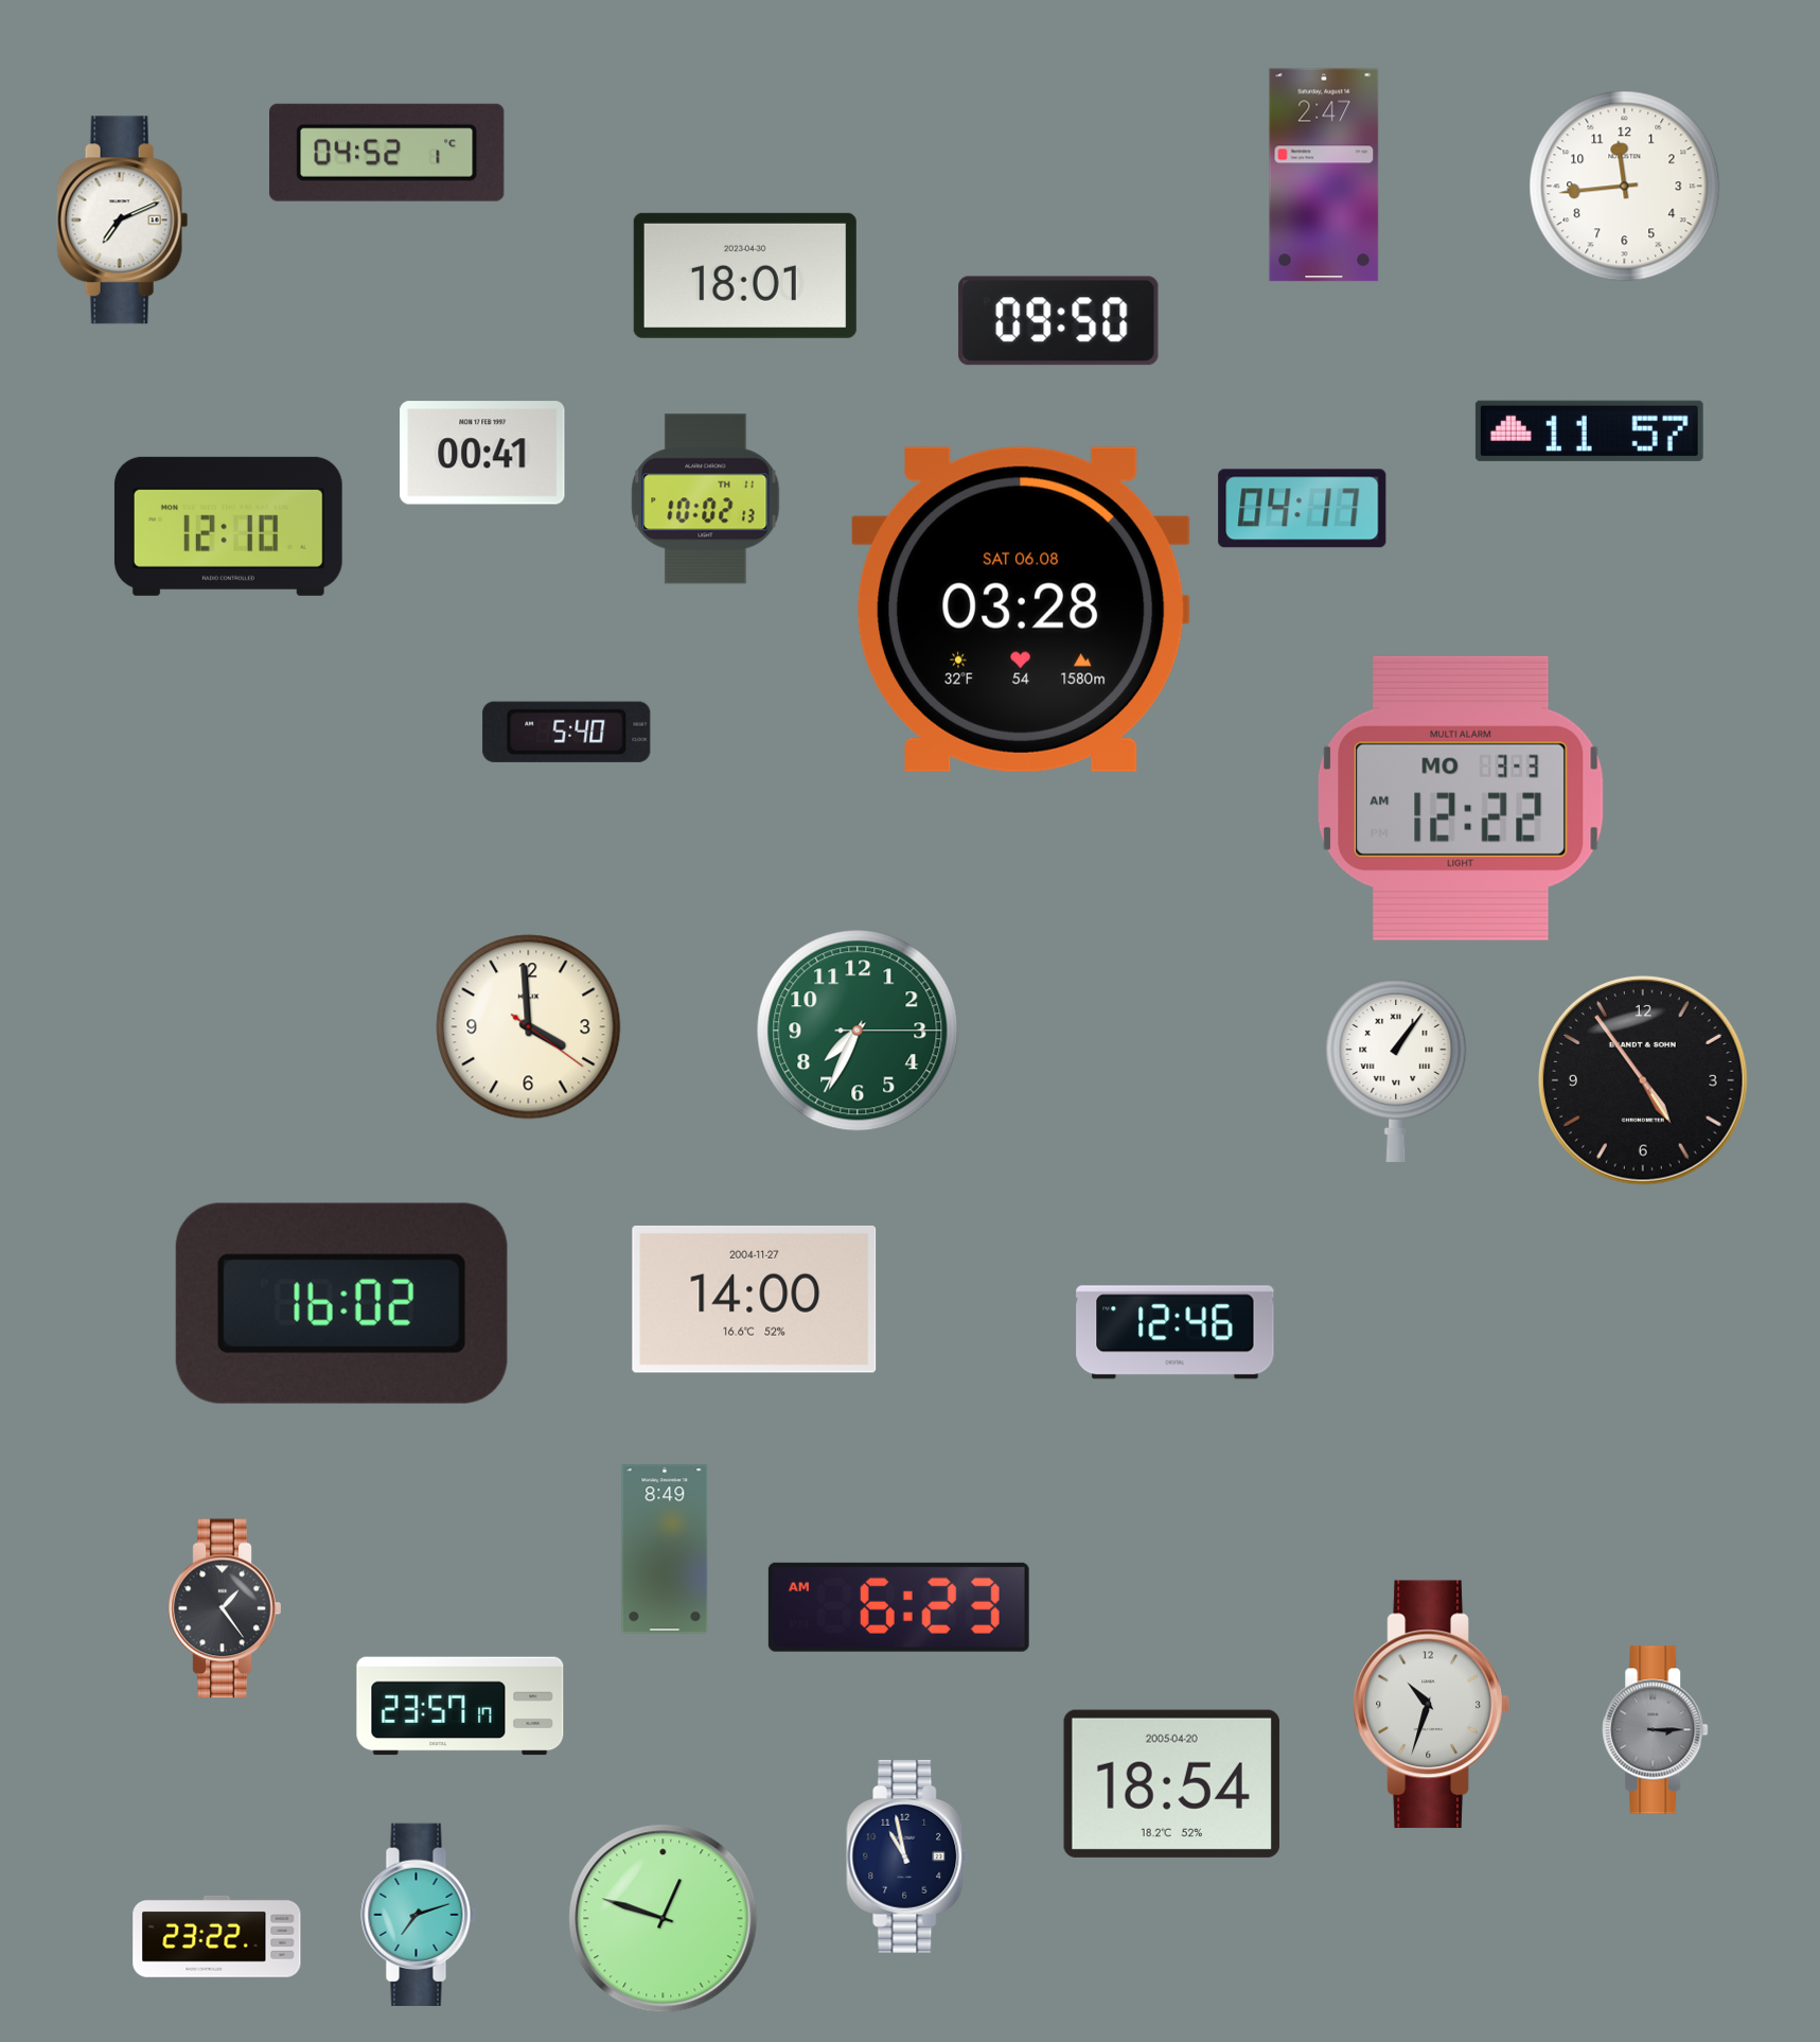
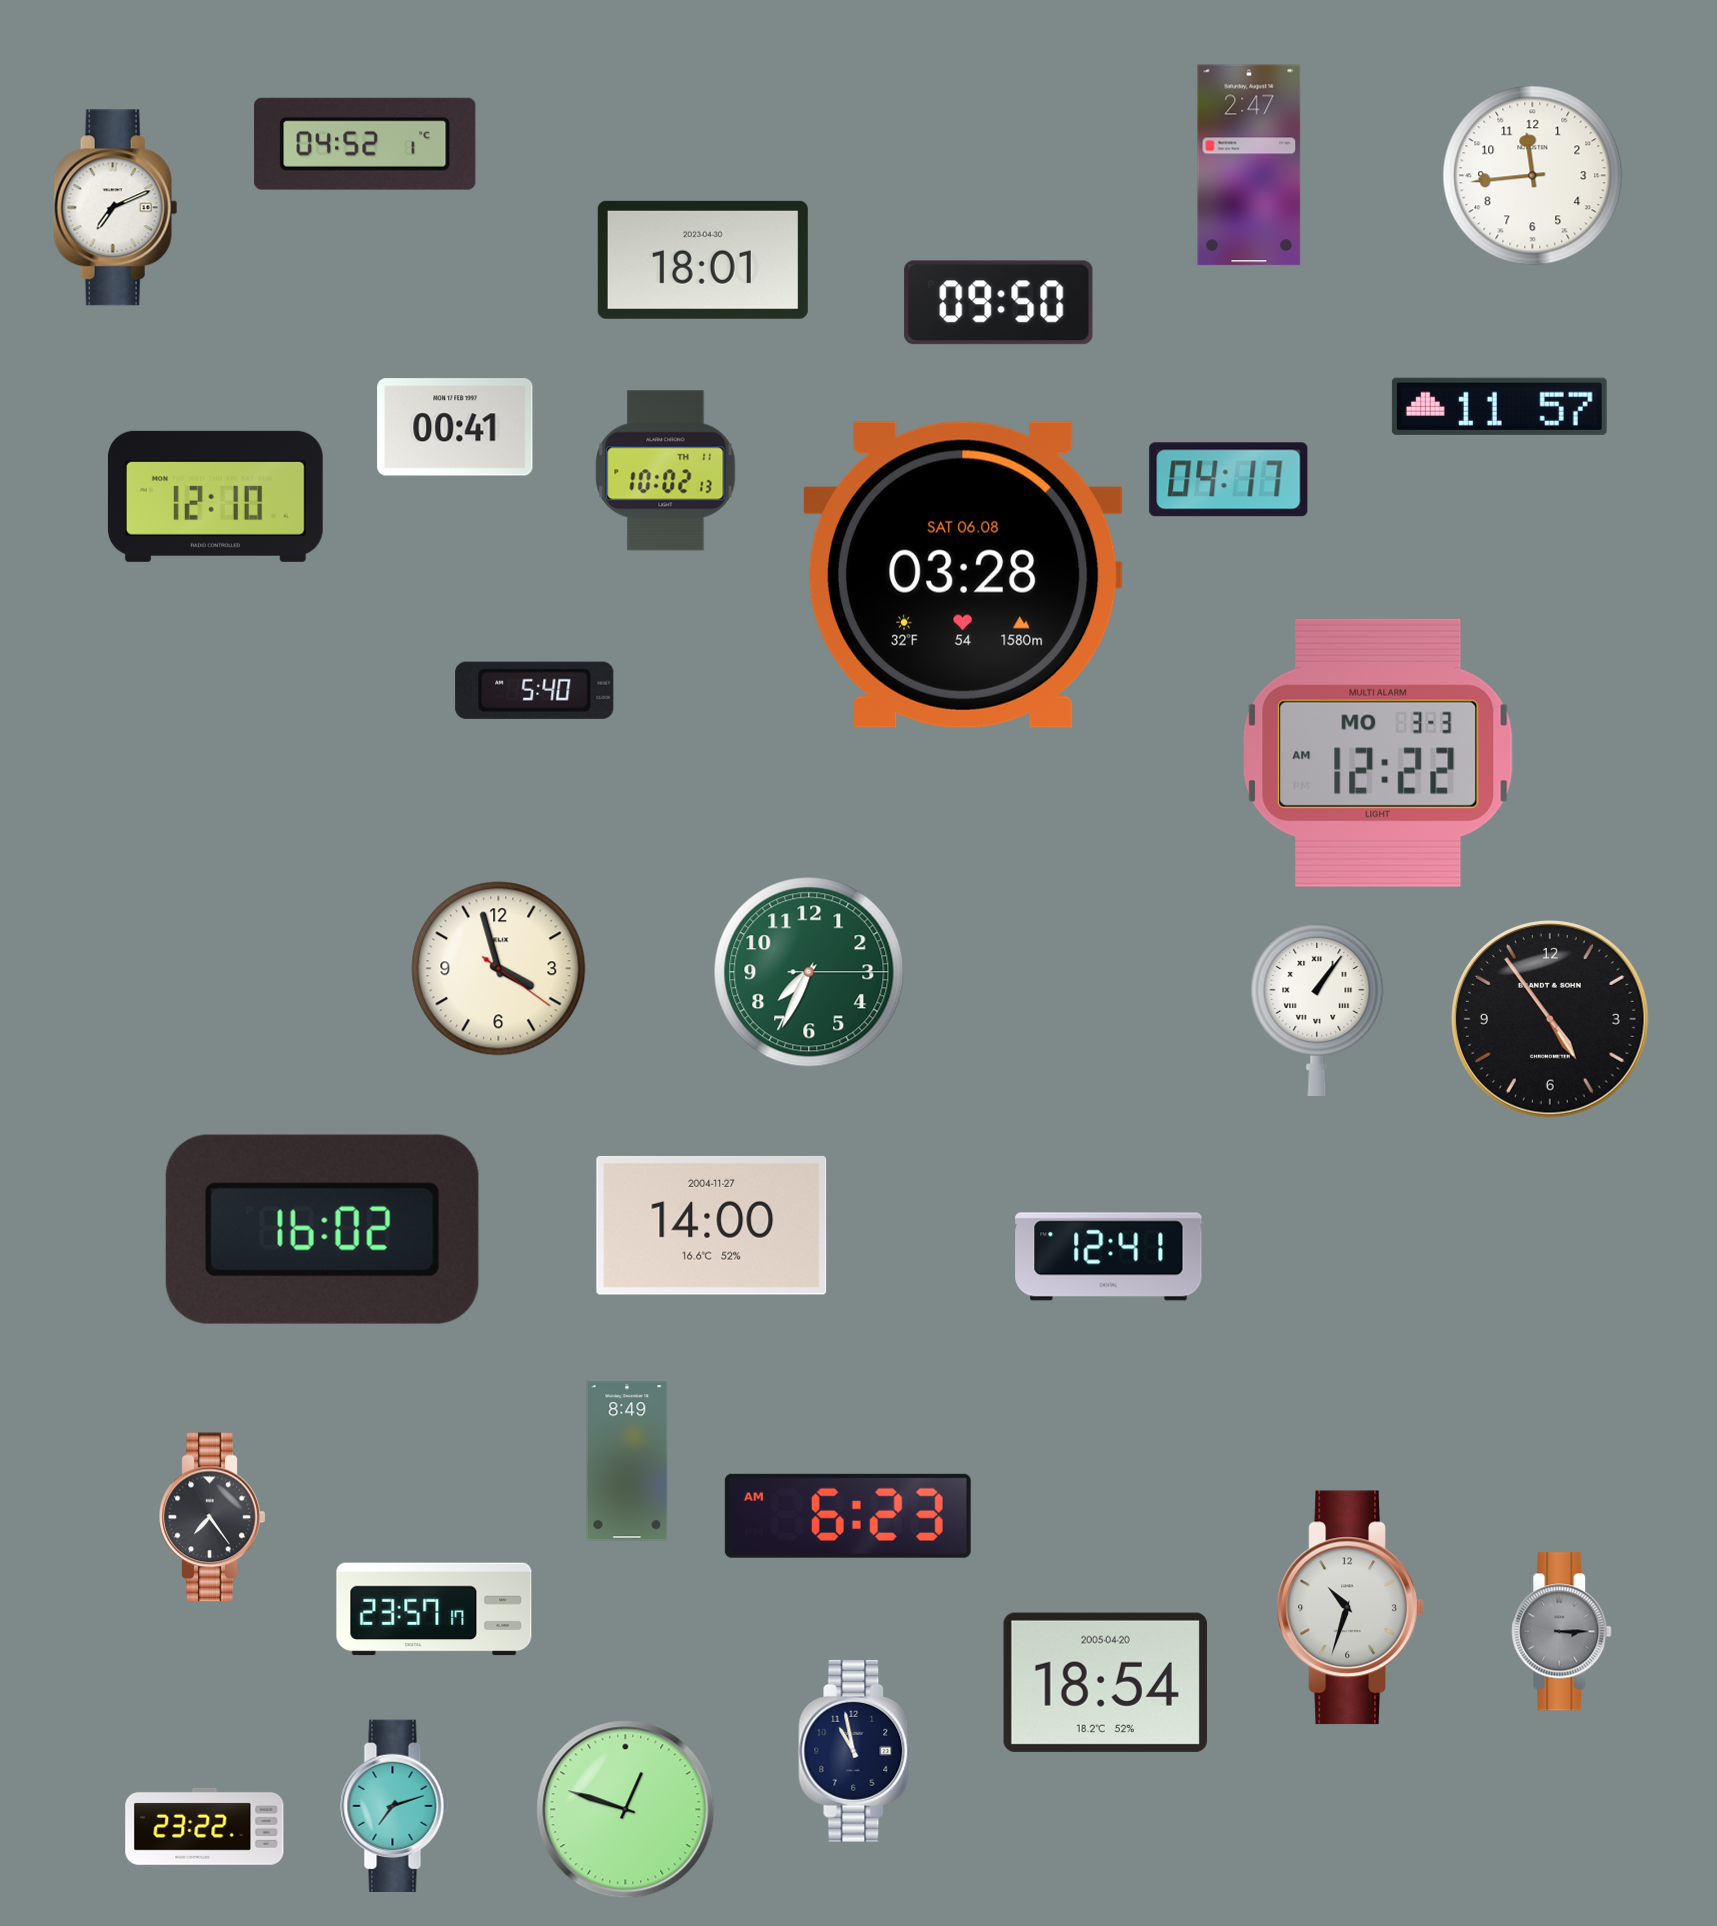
clock at (529, 1027): 3:59 -> 3:57
clock at (1176, 1333): 12:46 -> 12:41
clock at (225, 1608): 1:24 -> 7:24
